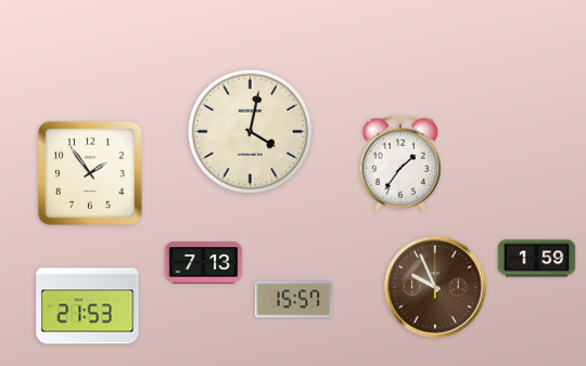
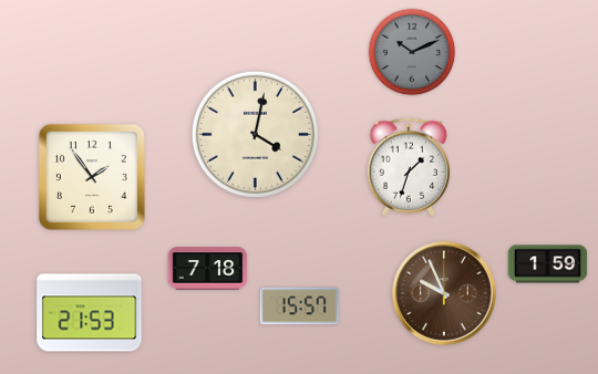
clock at (412, 52): none -> 10:11
clock at (400, 164): 1:36 -> 1:33
clock at (204, 263): 7:13 -> 7:18
